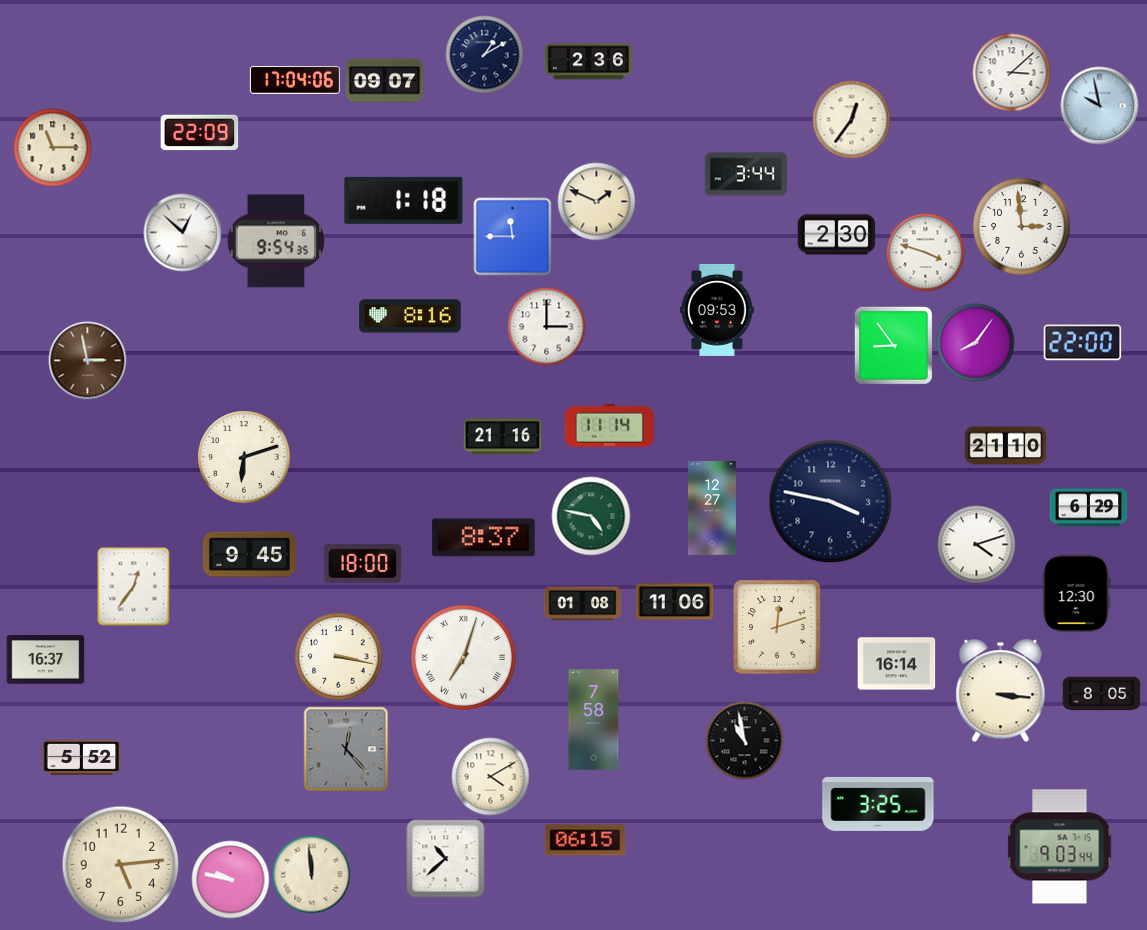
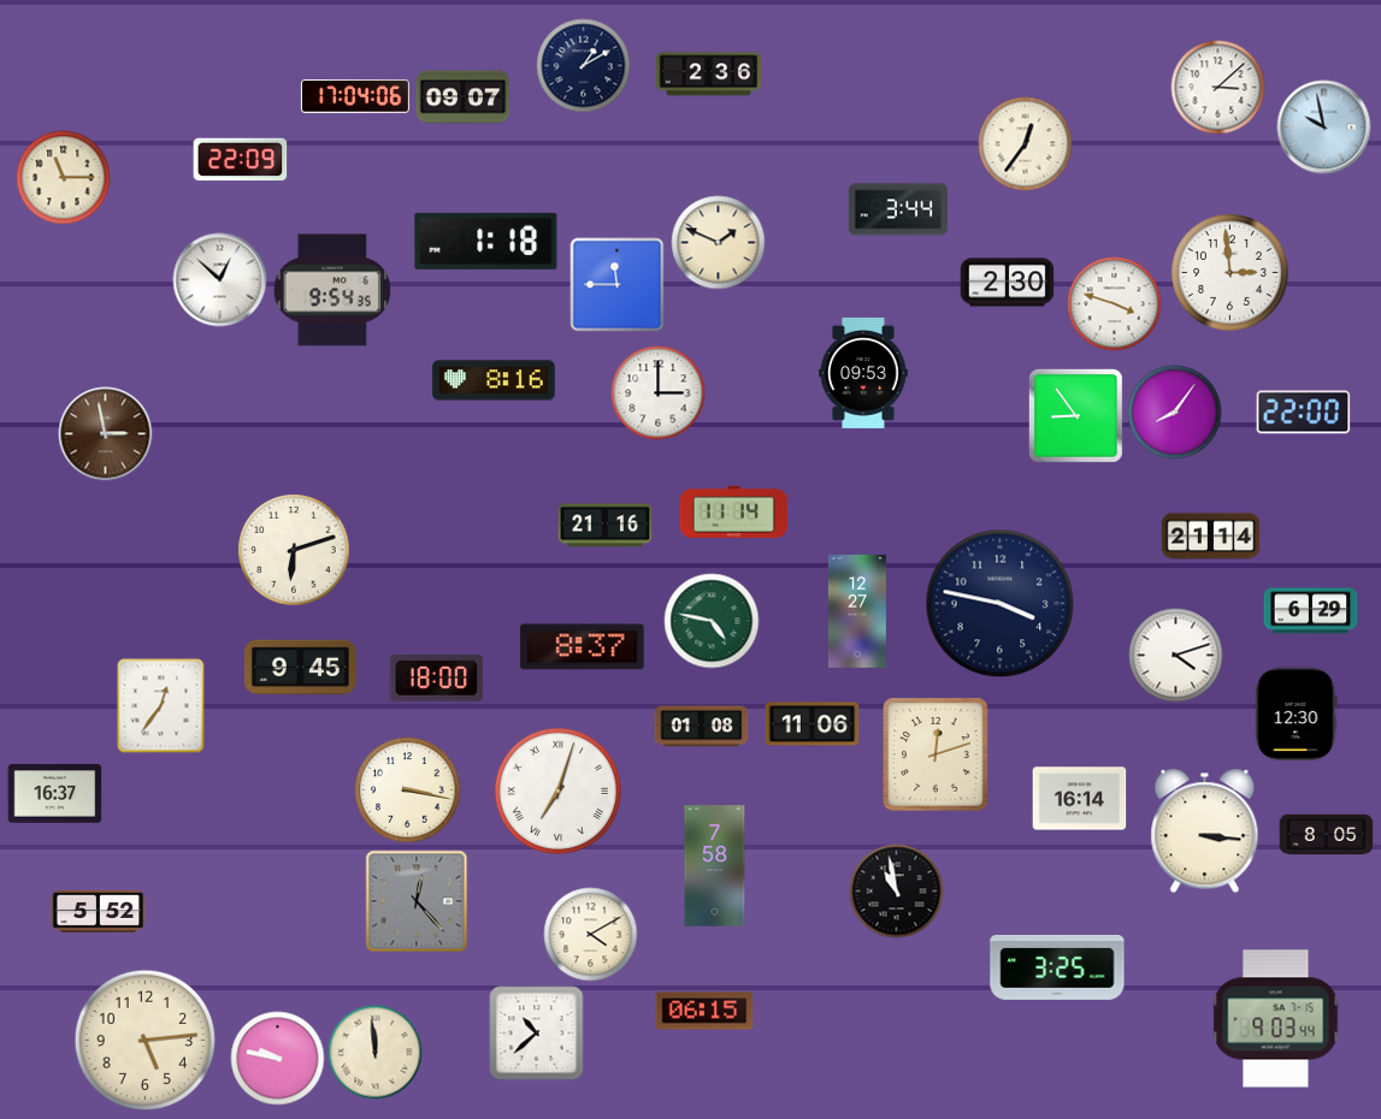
clock at (1005, 446): 21:10 -> 21:14
